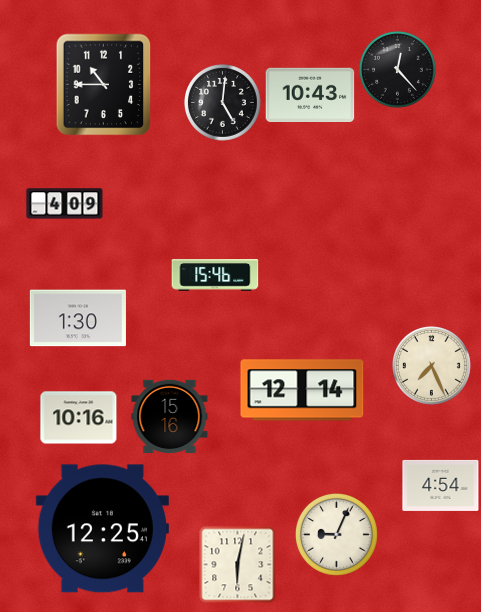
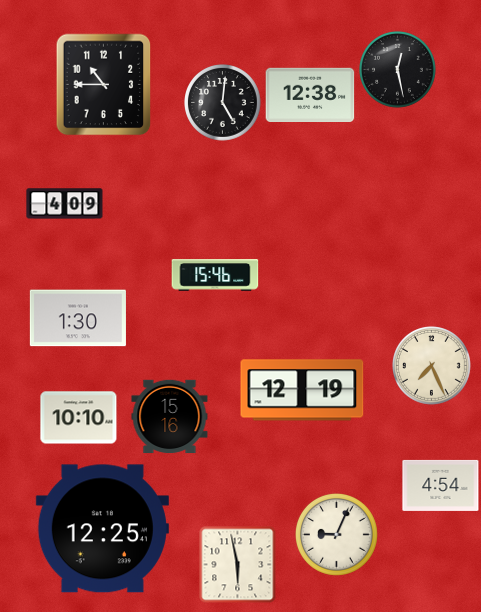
clock at (398, 70): 12:23 -> 12:28
clock at (310, 94): 10:43 -> 12:38
clock at (302, 390): 12:14 -> 12:19
clock at (79, 418): 10:16 -> 10:10
clock at (237, 564): 6:02 -> 5:58
